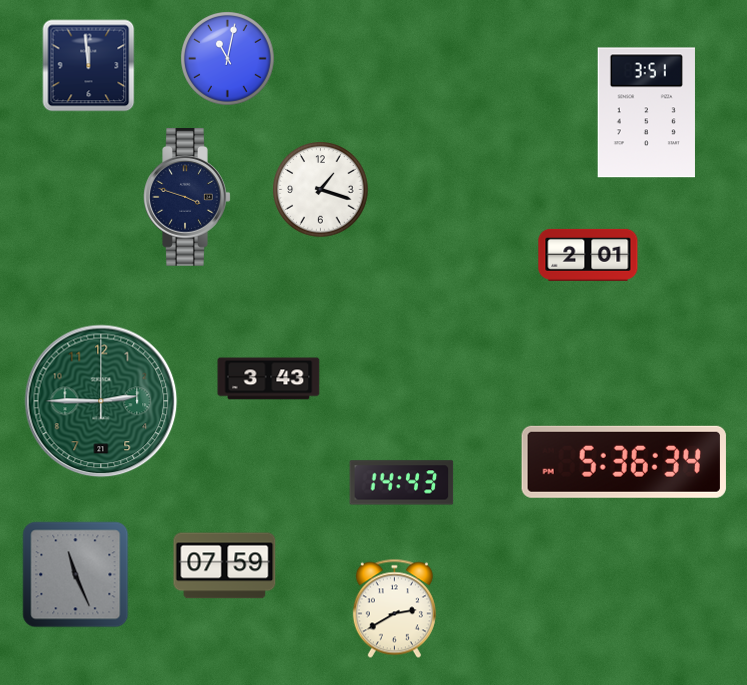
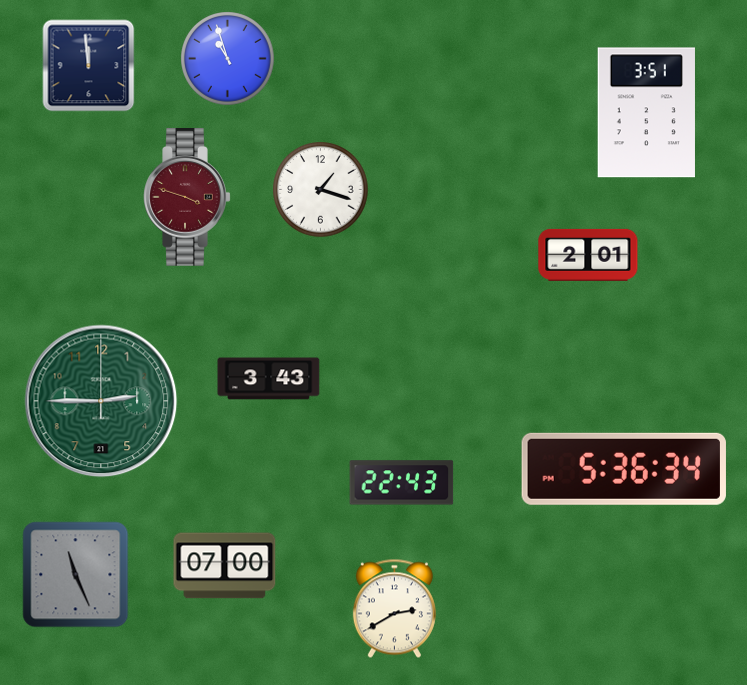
clock at (228, 59): 11:02 -> 10:57
clock at (187, 198) dial: navy -> burgundy
clock at (624, 462) position: (624, 462) -> (624, 469)
clock at (402, 483): 14:43 -> 22:43
clock at (225, 566): 07:59 -> 07:00
